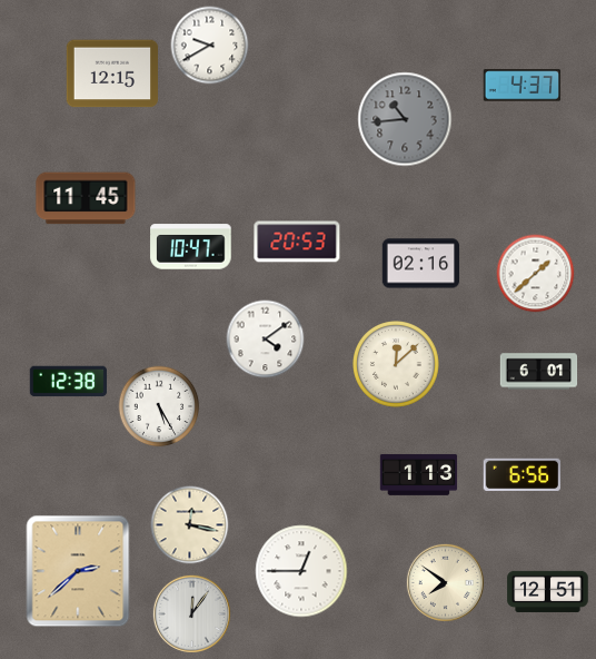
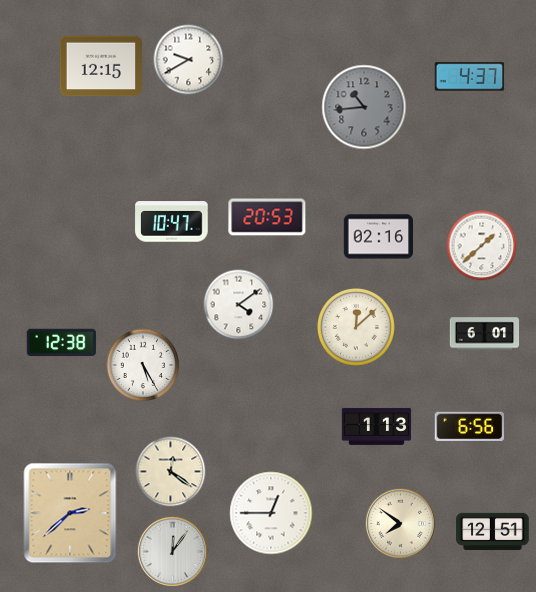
clock at (210, 46) position: (210, 46) -> (189, 60)
clock at (86, 198): 11:45 -> none
clock at (190, 525): 12:17 -> 12:21
